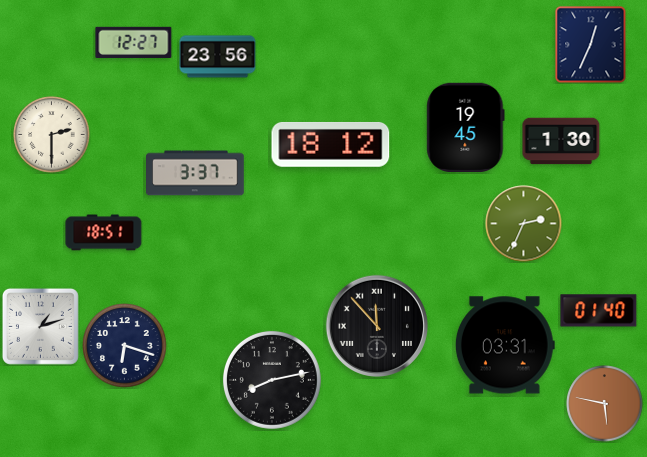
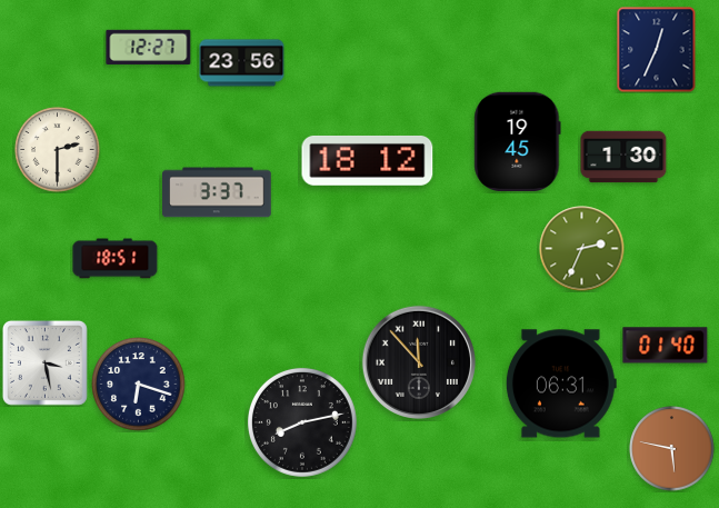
clock at (40, 326): 1:12 -> 3:28
clock at (505, 345): 03:31 -> 06:31
